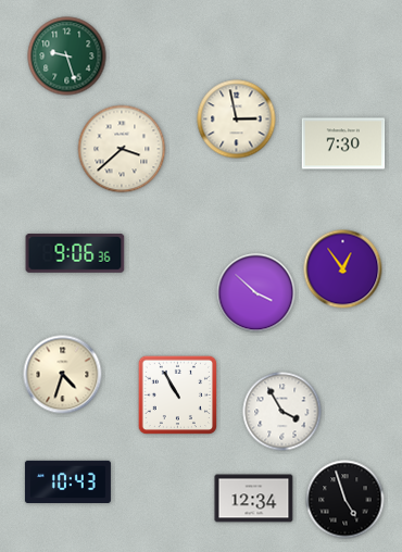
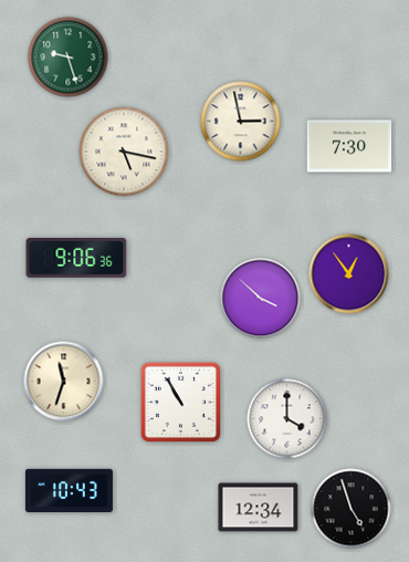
clock at (122, 149): 3:38 -> 5:17
clock at (63, 375): 4:33 -> 11:33
clock at (282, 412): 3:55 -> 4:00
